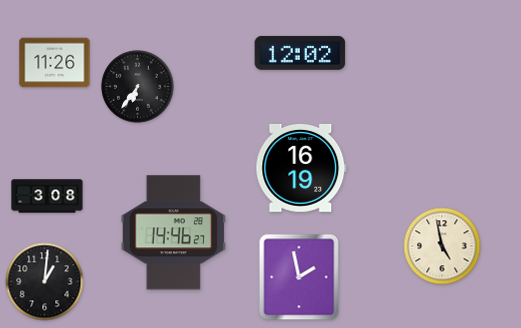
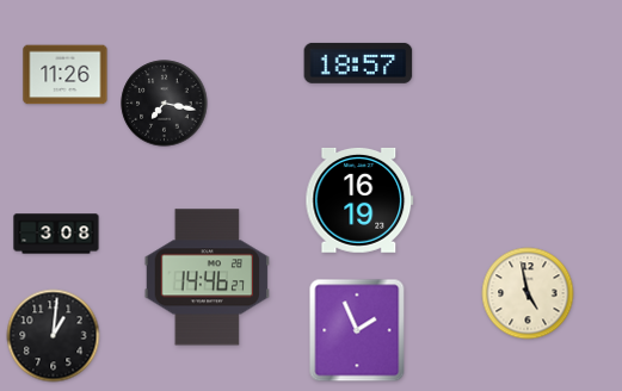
clock at (300, 53): 12:02 -> 18:57
clock at (138, 87): 6:36 -> 7:17
clock at (299, 277): 1:58 -> 1:56
